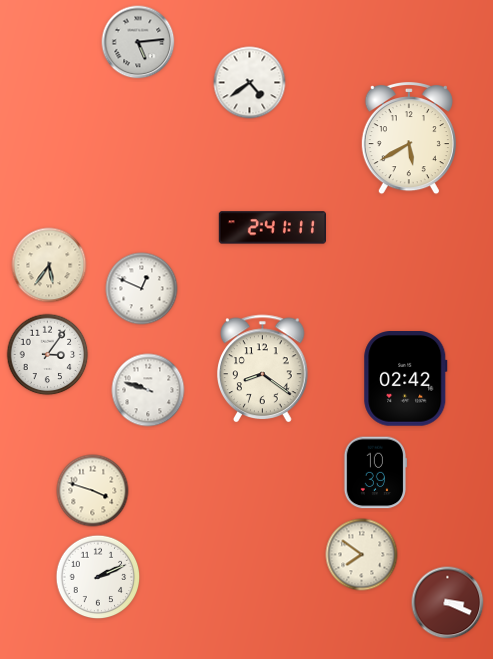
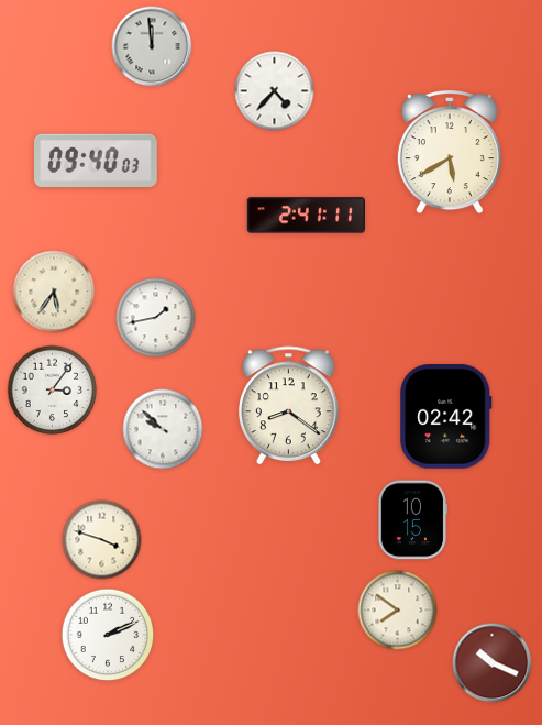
clock at (138, 42): 5:14 -> 11:59
clock at (250, 83): 4:39 -> 4:37
clock at (97, 161): none -> 09:40
clock at (272, 228) position: (272, 228) -> (306, 216)
clock at (142, 289): 12:49 -> 1:43
clock at (148, 390): 9:48 -> 9:52
clock at (375, 473): 10:39 -> 10:15
clock at (448, 603): 3:19 -> 10:19
